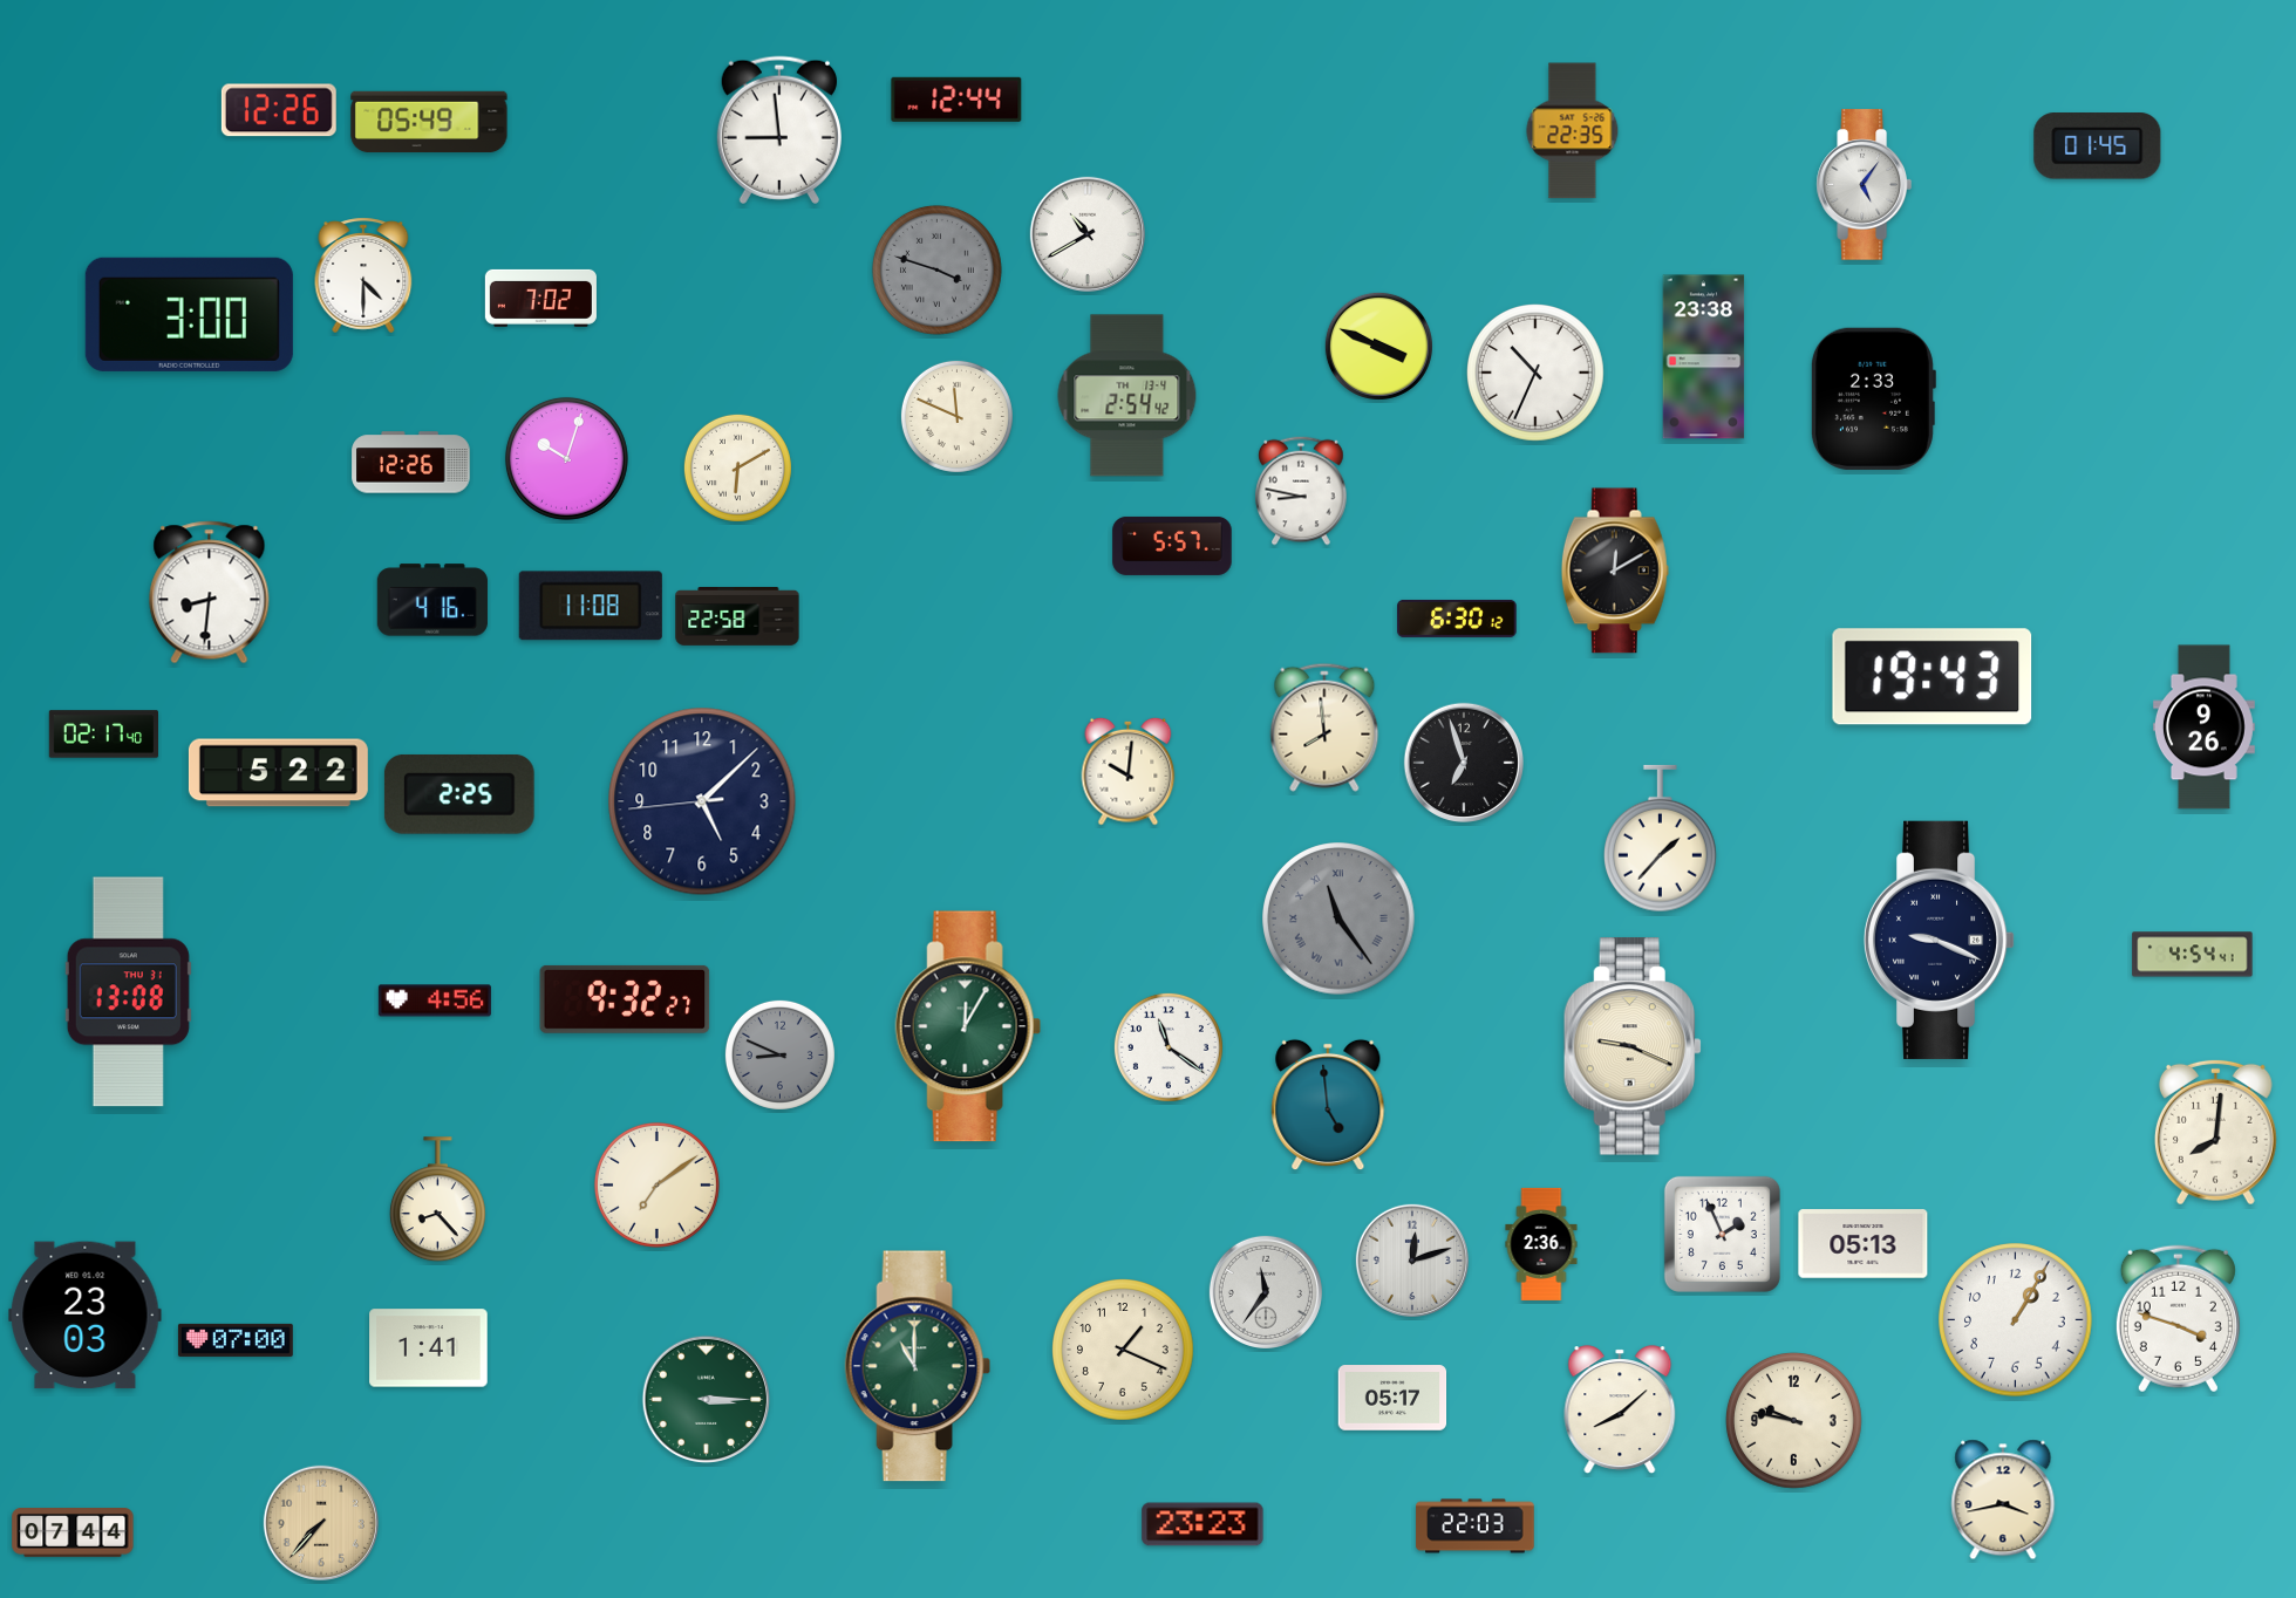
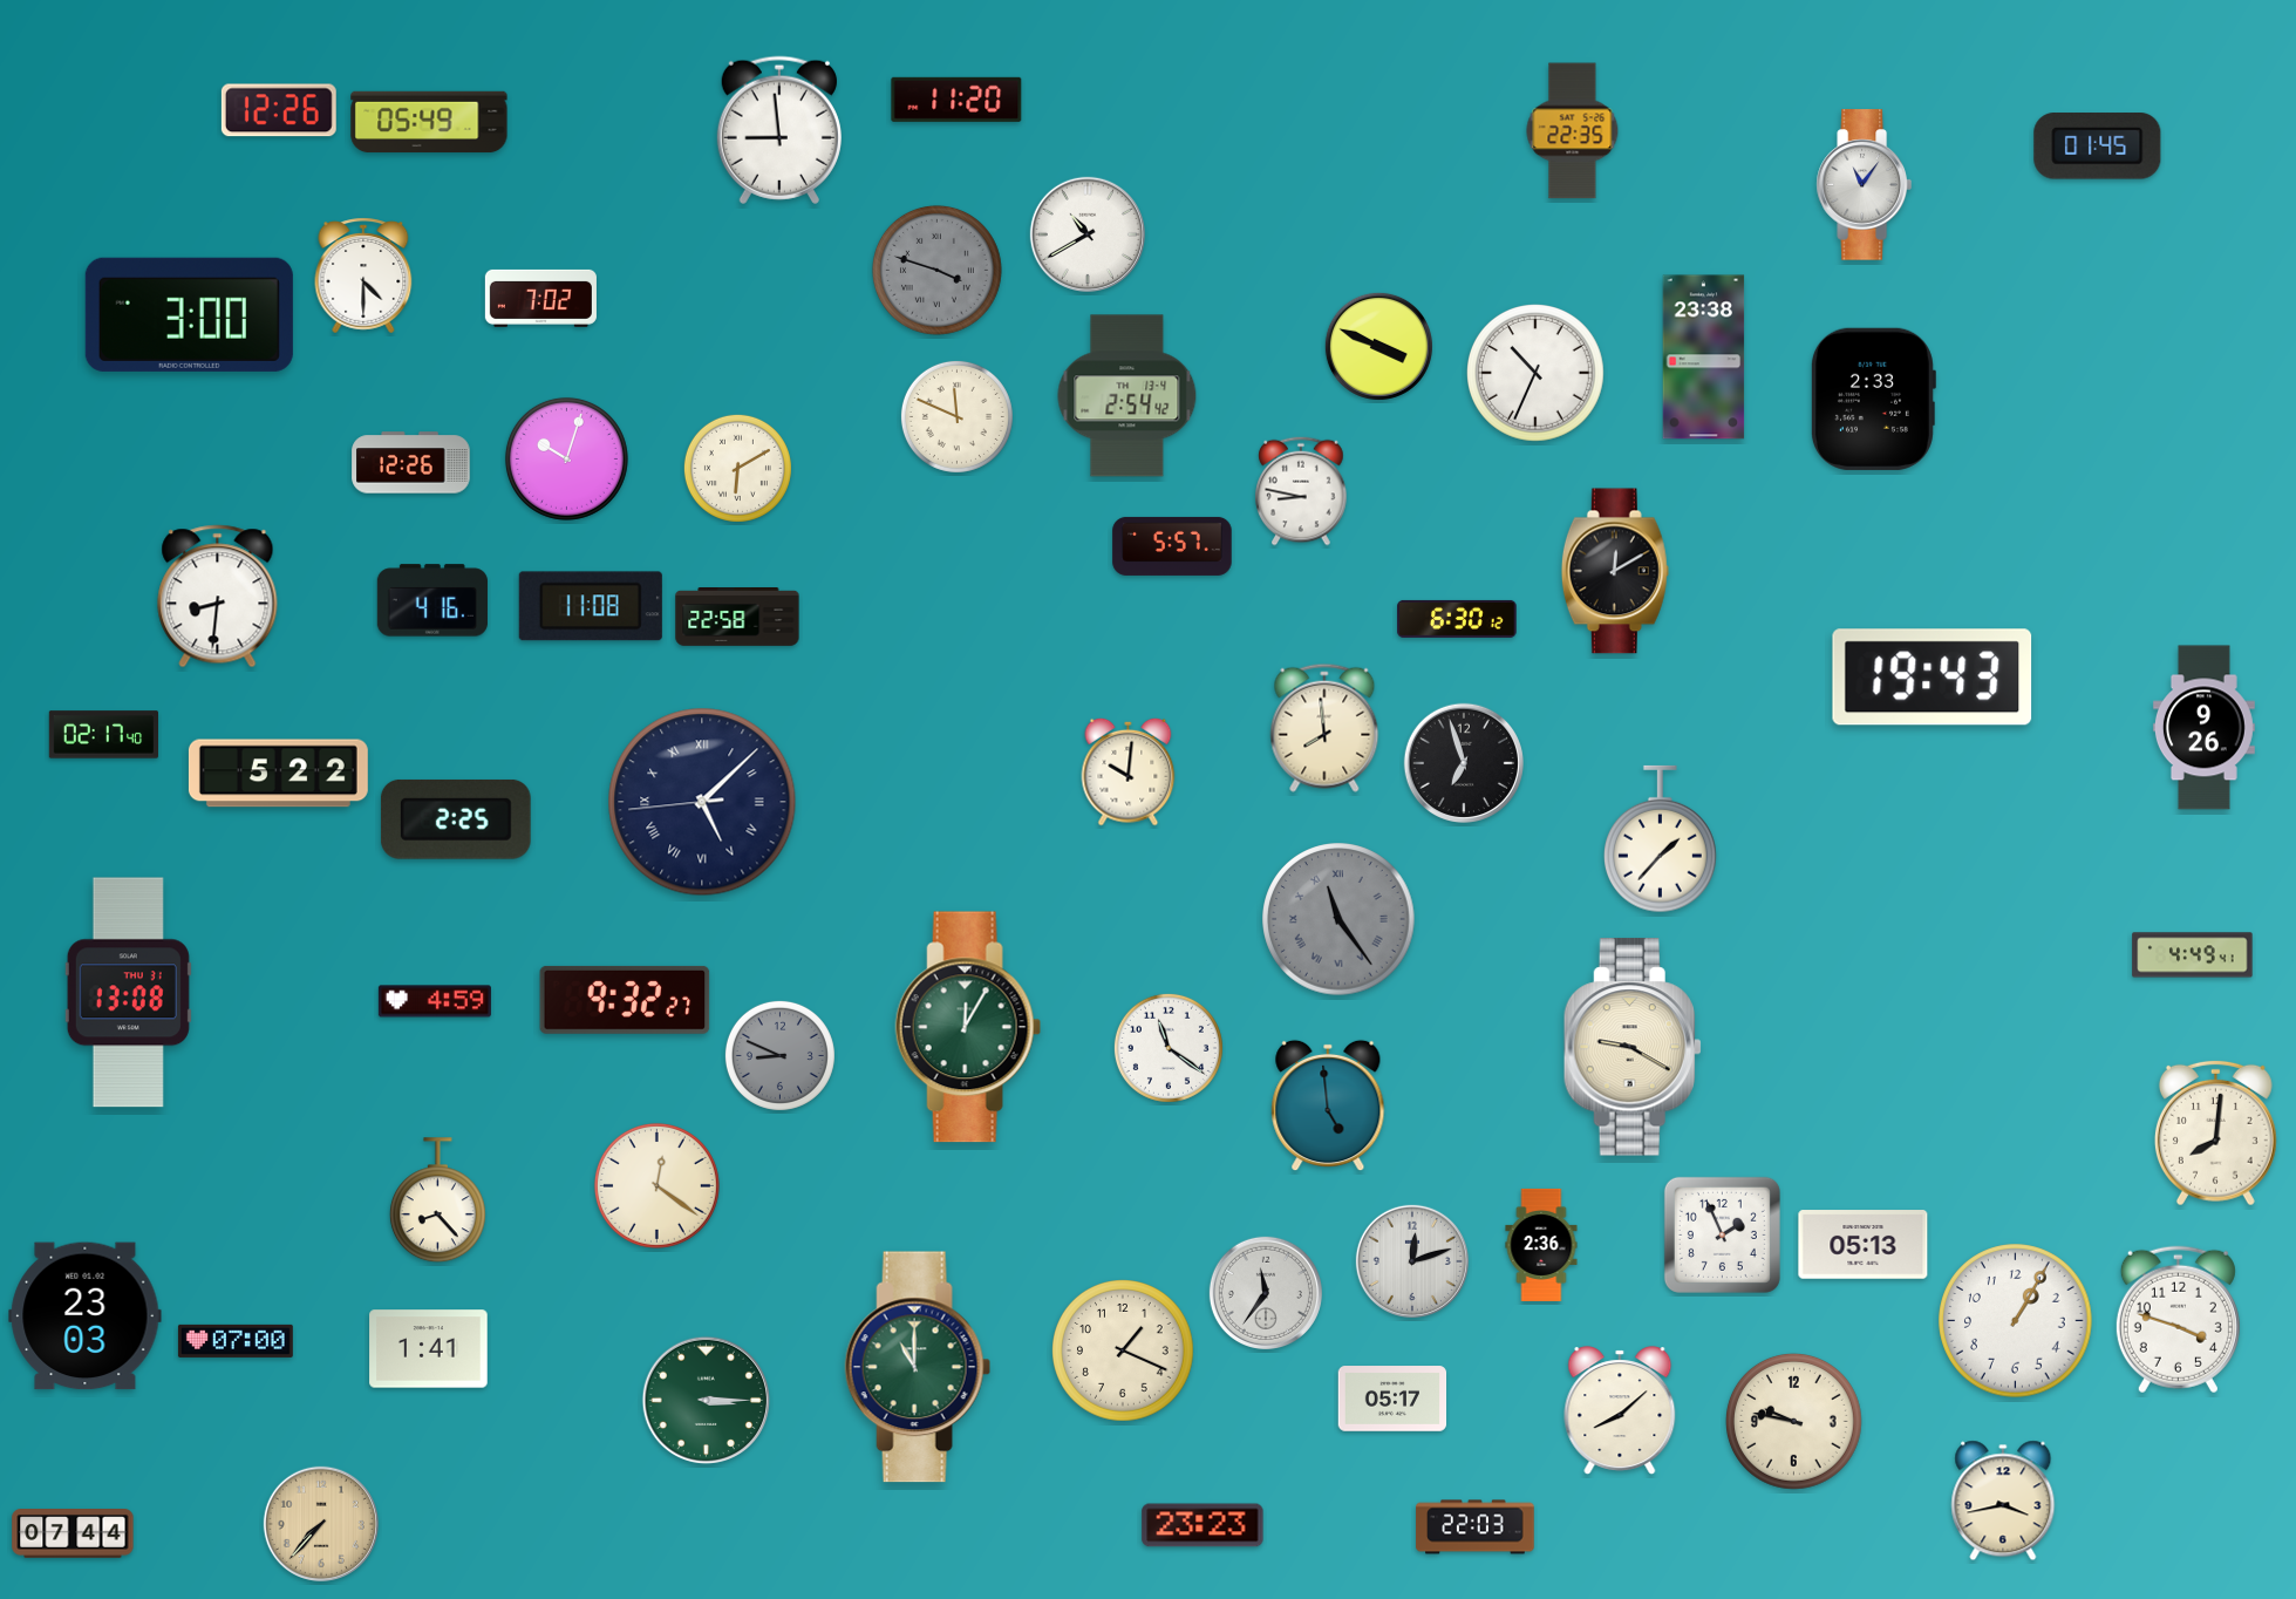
clock at (956, 100): 12:44 -> 11:20
clock at (1864, 185): 5:06 -> 11:06
clock at (210, 593) position: (210, 593) -> (218, 597)
clock at (459, 794) position: (459, 794) -> (456, 819)
clock at (702, 801) numerals: Arabic -> Roman
clock at (1940, 940): 9:19 -> none
clock at (2193, 955): 4:54 -> 4:49
clock at (435, 1001): 4:56 -> 4:59
clock at (1633, 1046): 9:19 -> 9:20
clock at (656, 1184): 7:09 -> 12:21
